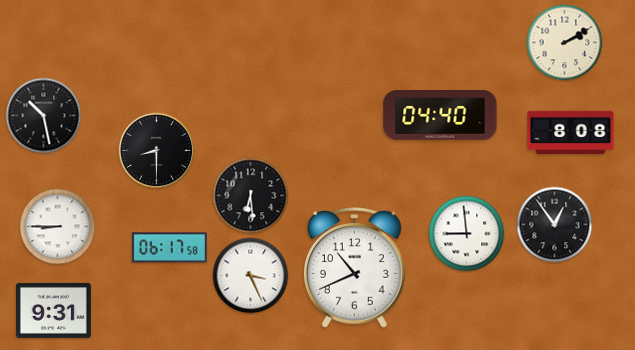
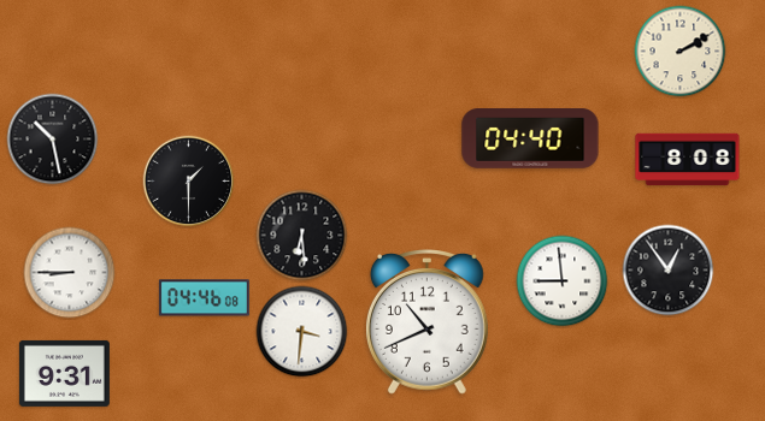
clock at (157, 151): 8:30 -> 1:30
clock at (169, 248): 06:17 -> 04:46
clock at (251, 276): 3:26 -> 3:31
